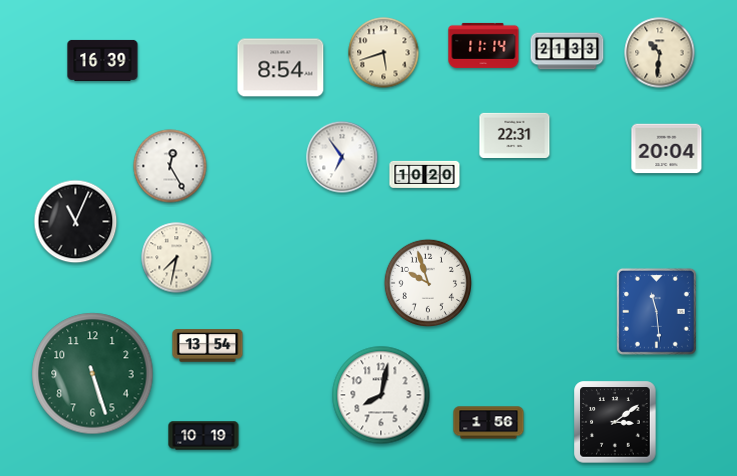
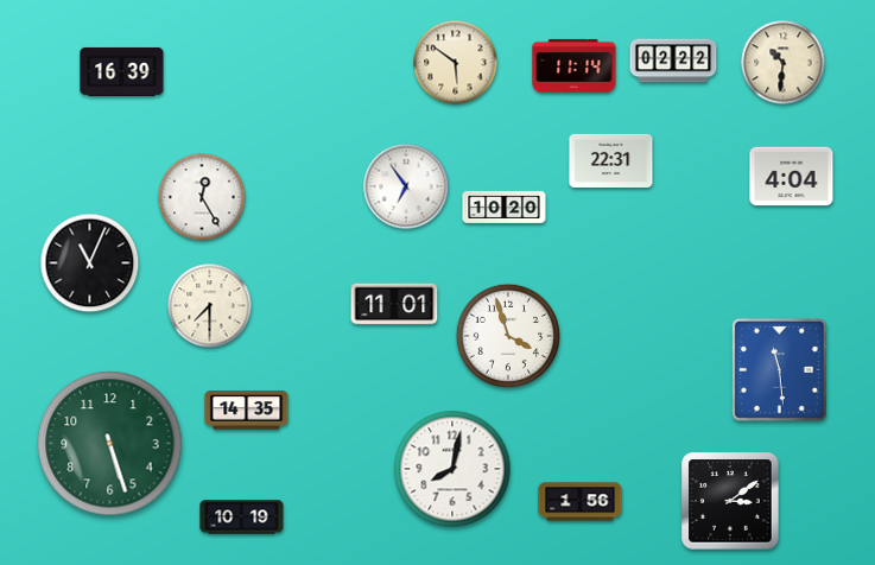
clock at (484, 45) position: (484, 45) -> (575, 65)
clock at (567, 51): 21:33 -> 02:22
clock at (384, 53): 5:42 -> 5:51
clock at (281, 68): 8:54 -> none
clock at (667, 149): 20:04 -> 4:04
clock at (394, 304): none -> 11:01
clock at (177, 258): 7:32 -> 7:30
clock at (427, 282): 9:57 -> 3:57
clock at (208, 346): 13:54 -> 14:35
